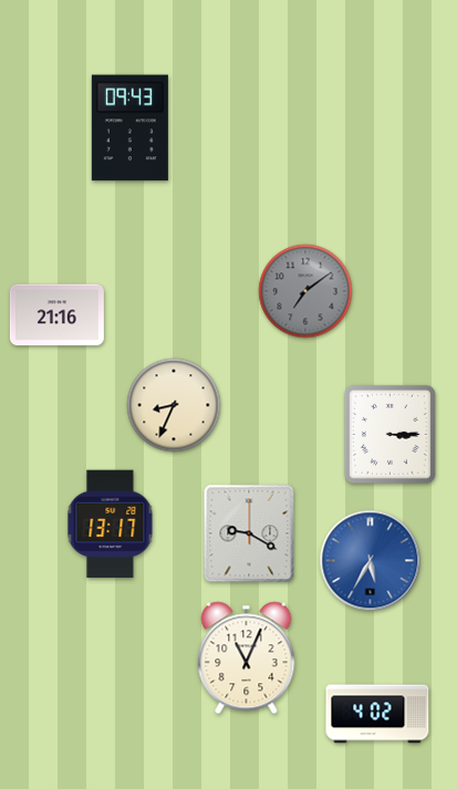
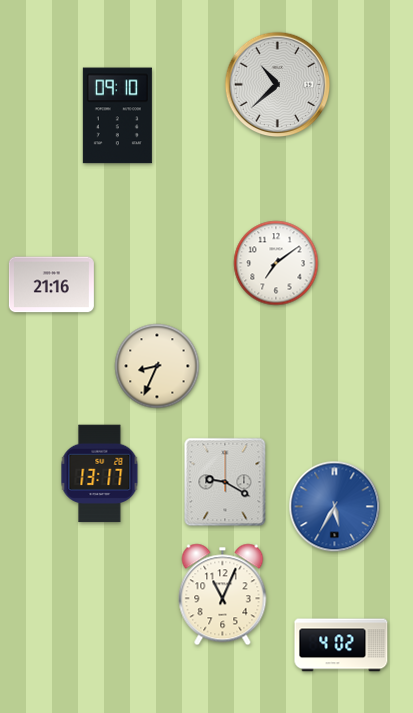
clock at (278, 85): none -> 10:38
clock at (129, 128): 09:43 -> 09:10
clock at (305, 291) dial: grey -> white
clock at (390, 434): 3:15 -> none
